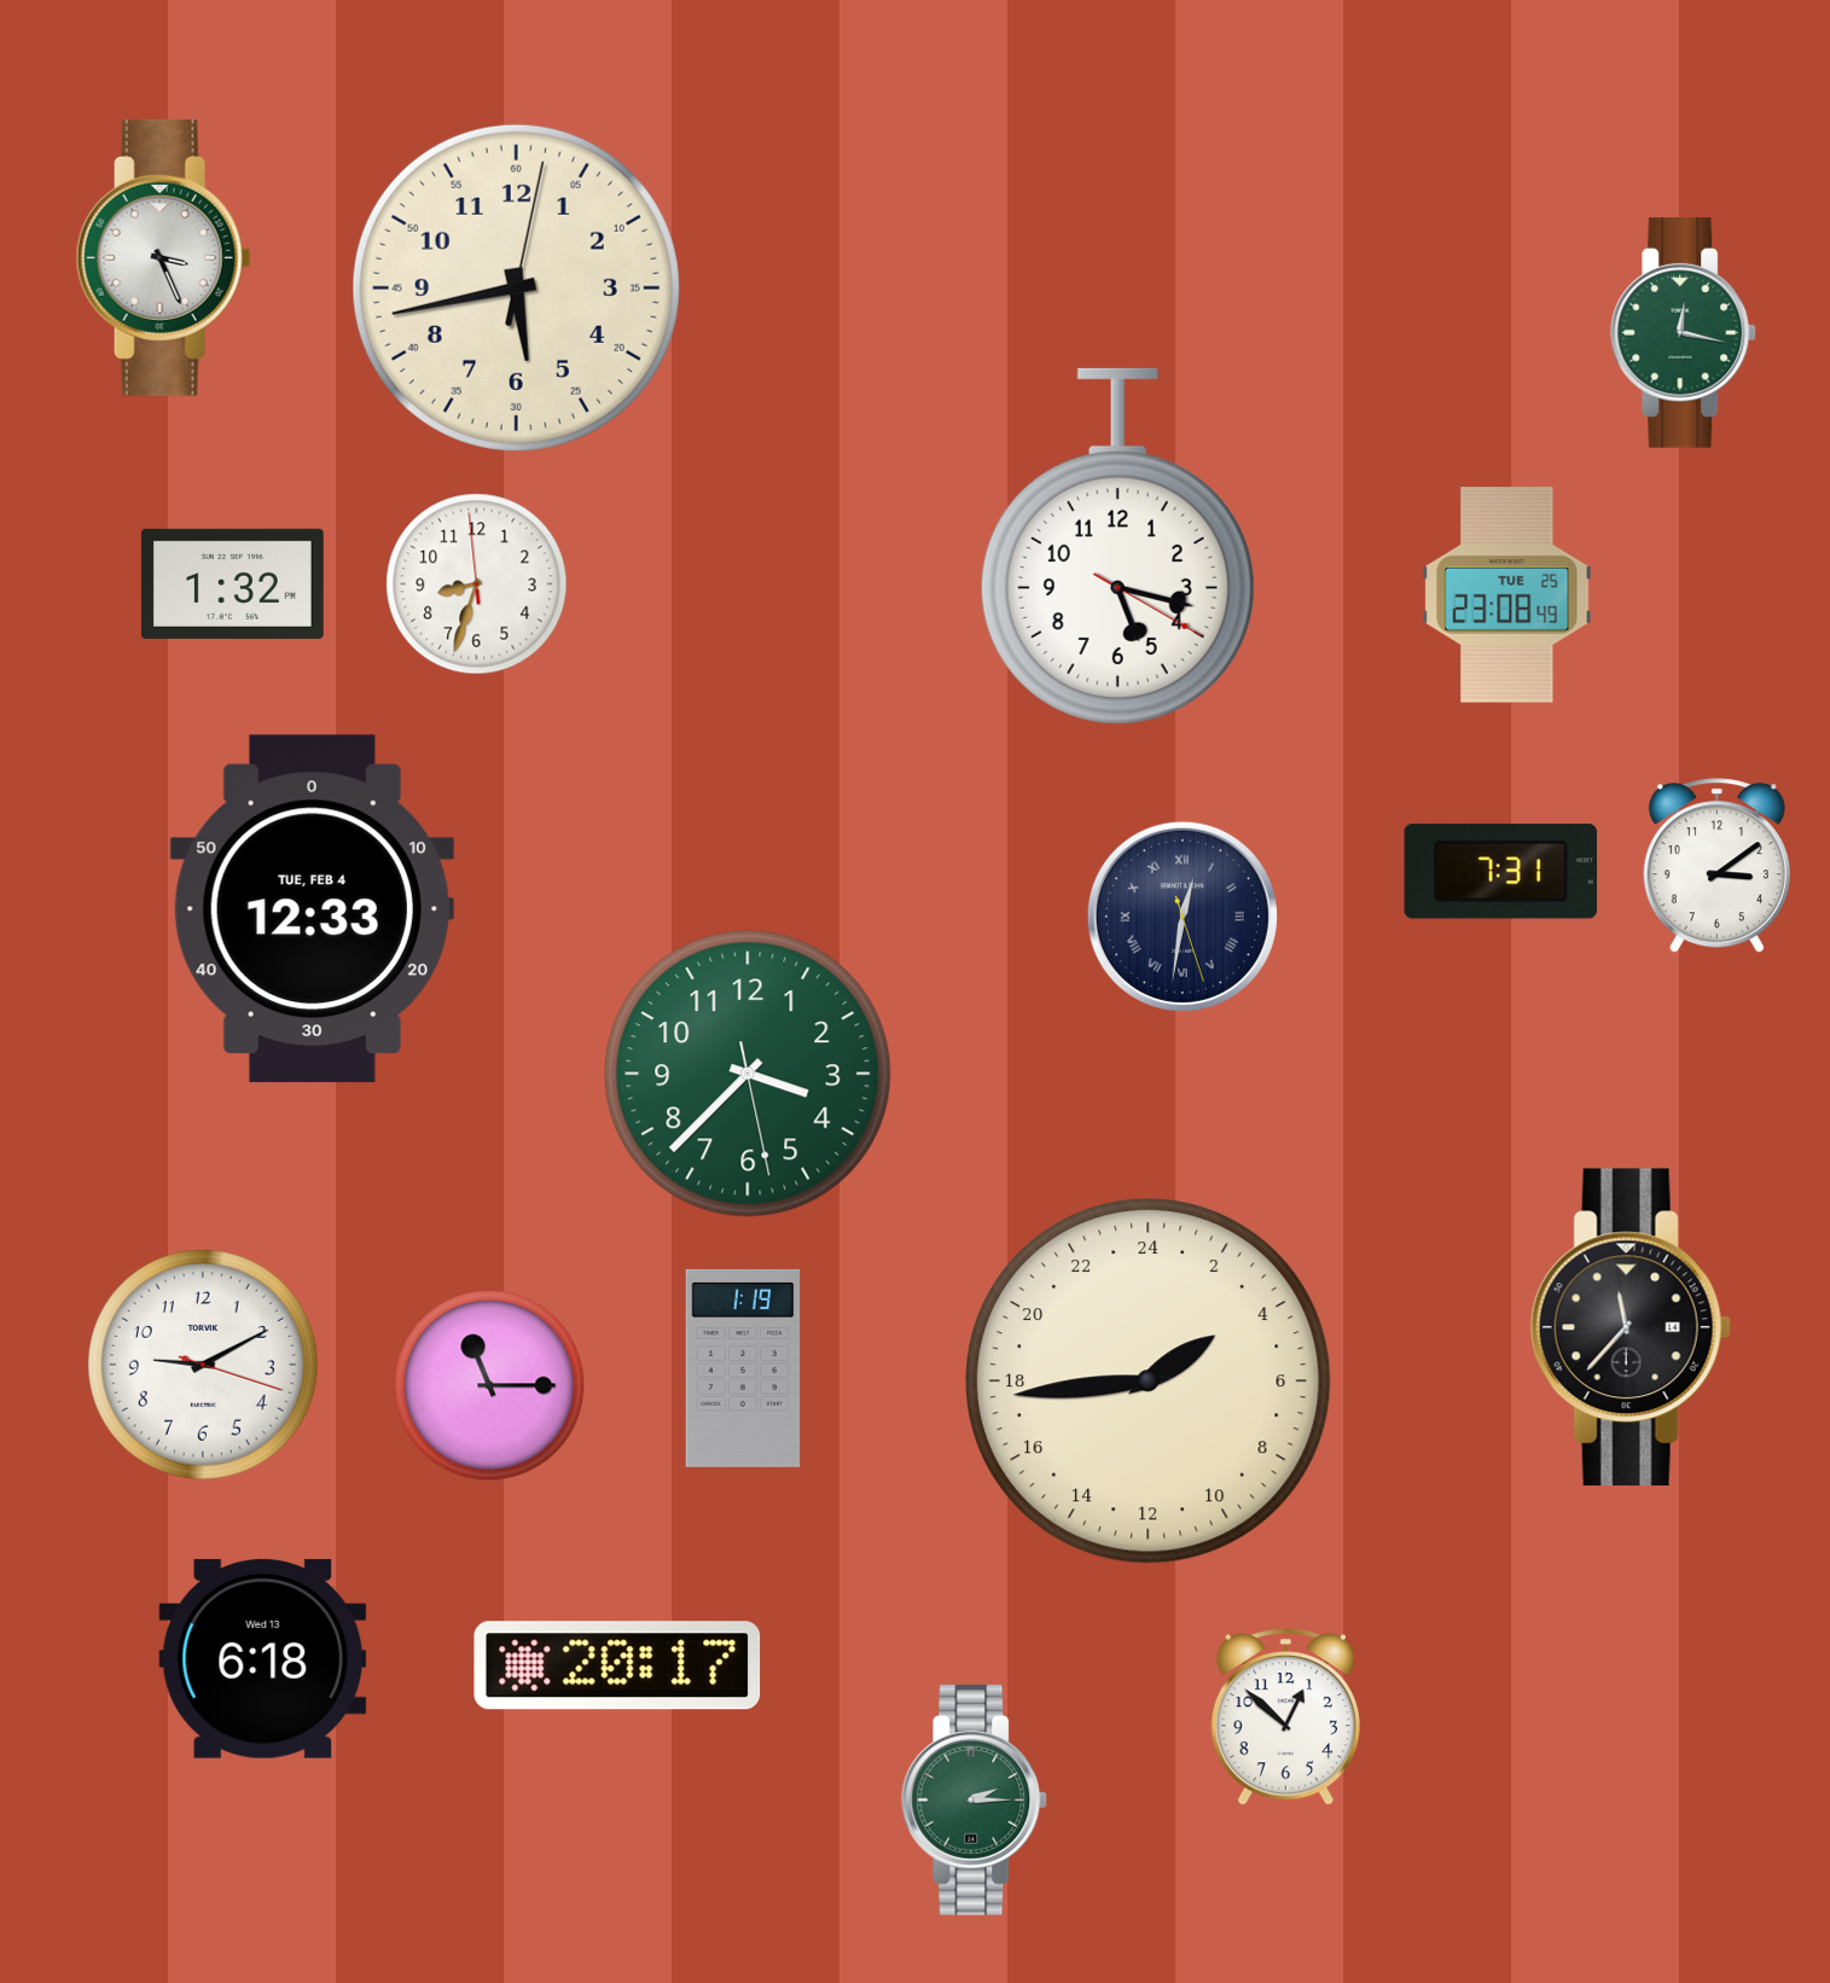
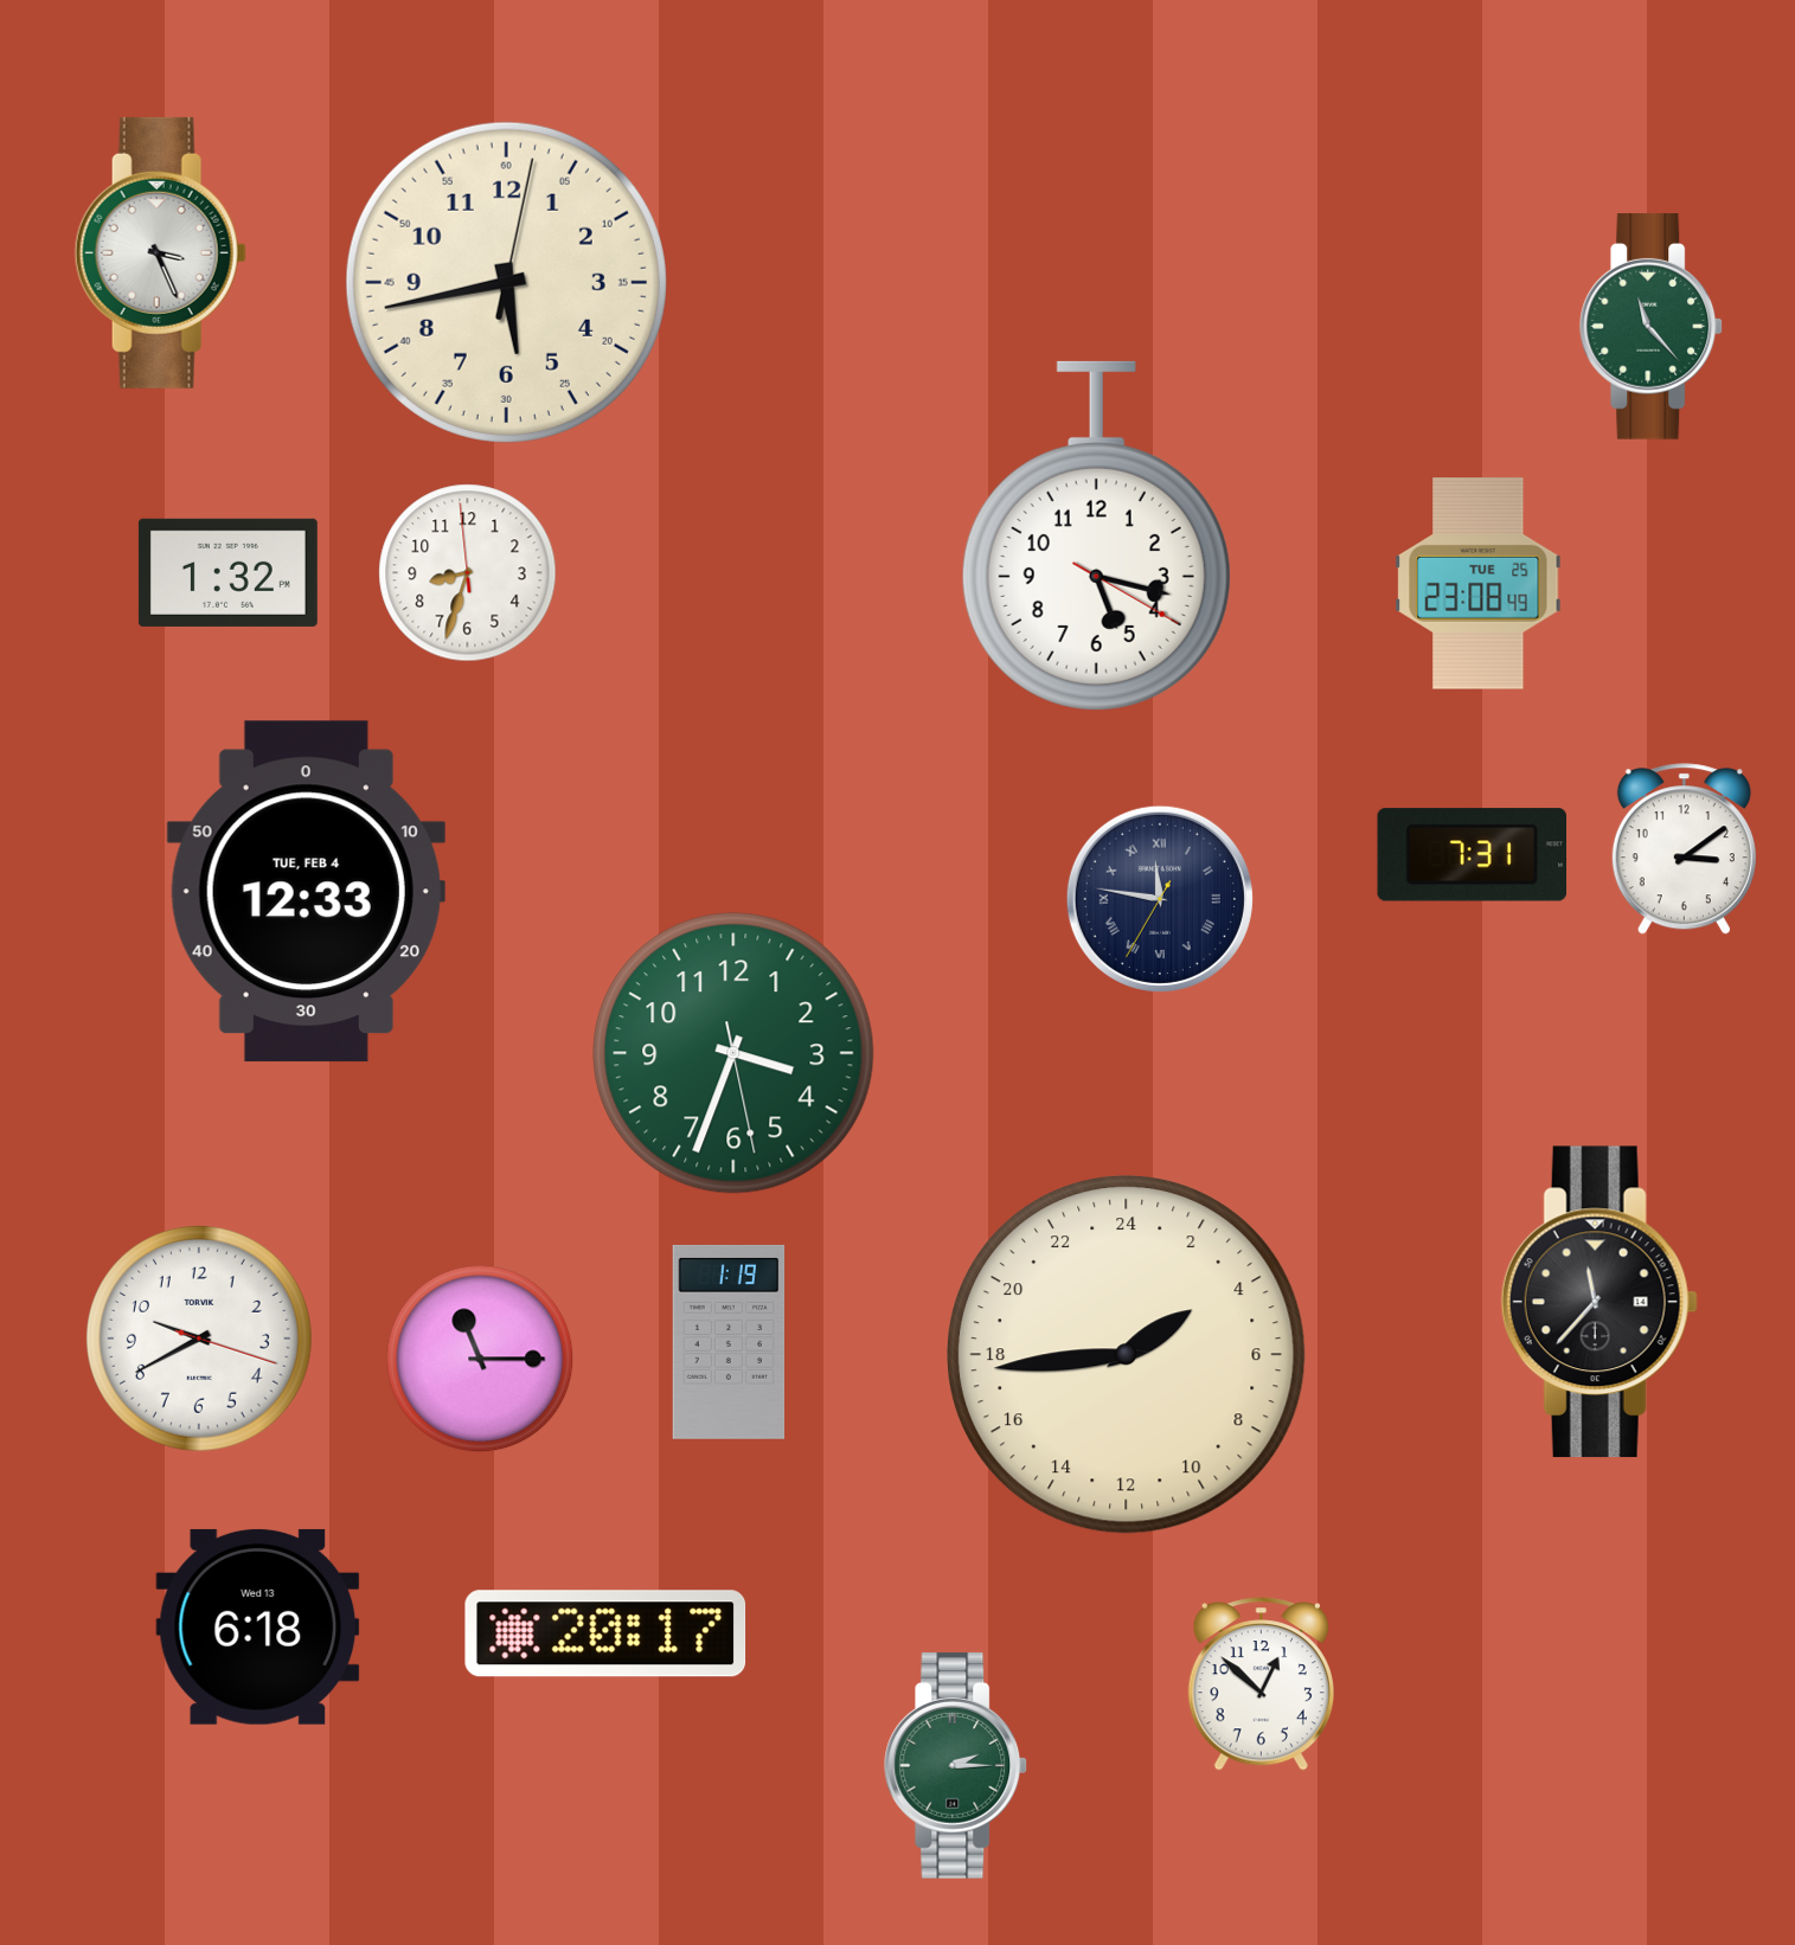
clock at (1684, 332): 12:17 -> 11:23
clock at (1183, 917): 12:31 -> 11:46
clock at (748, 1074): 3:37 -> 3:33
clock at (203, 1365): 9:10 -> 9:40
